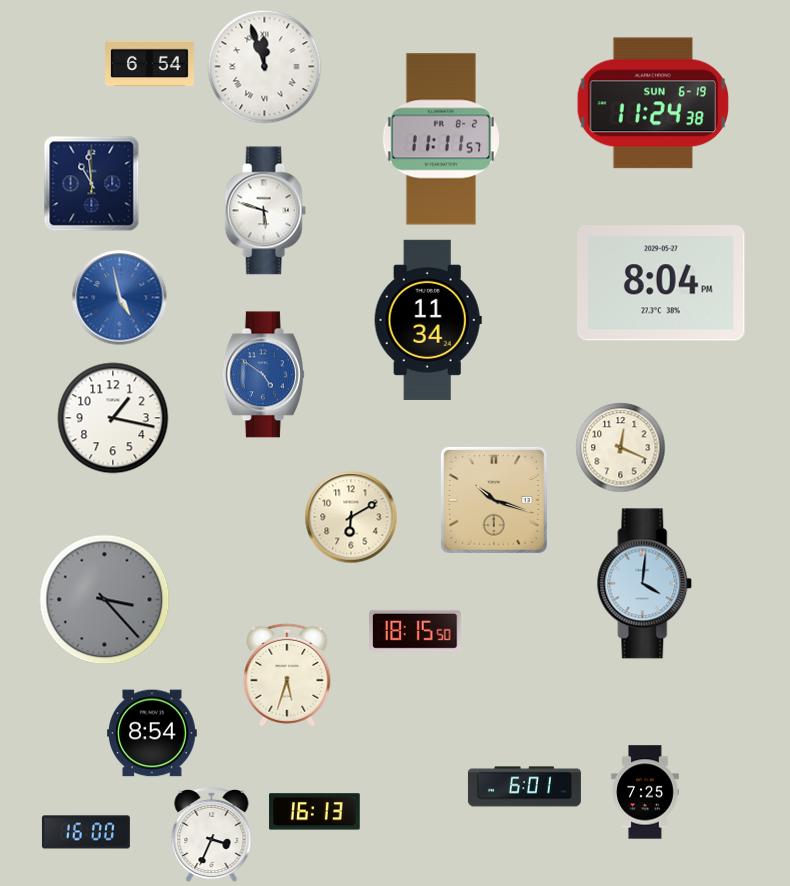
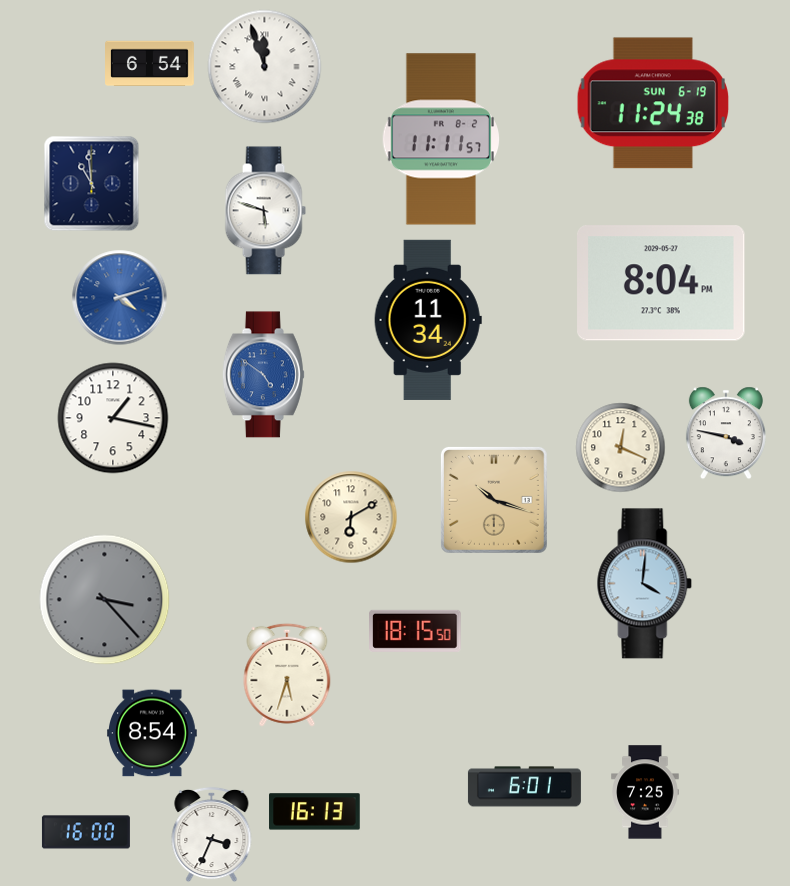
clock at (120, 298): 4:58 -> 4:12
clock at (726, 433): none -> 3:47
